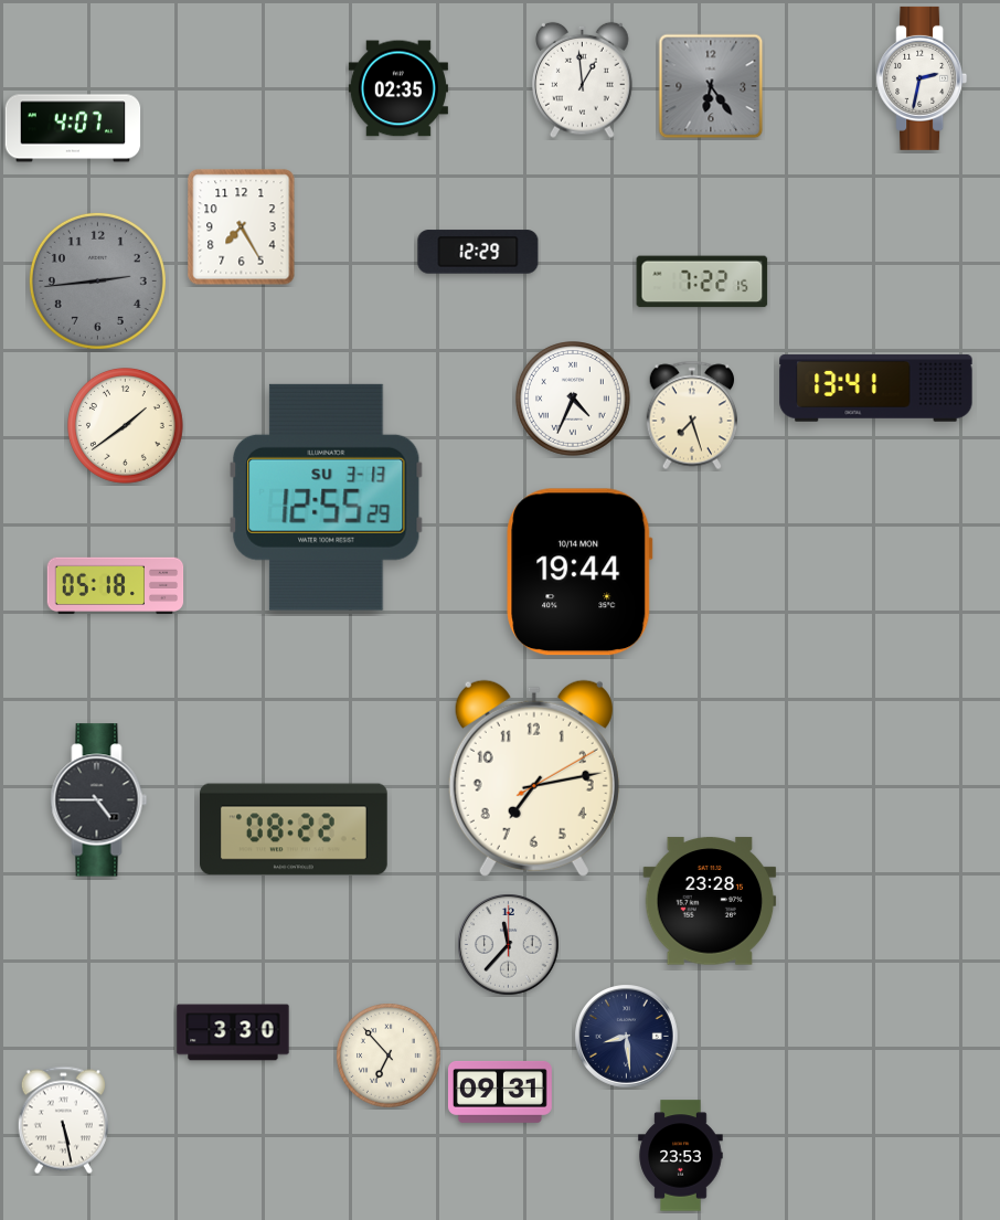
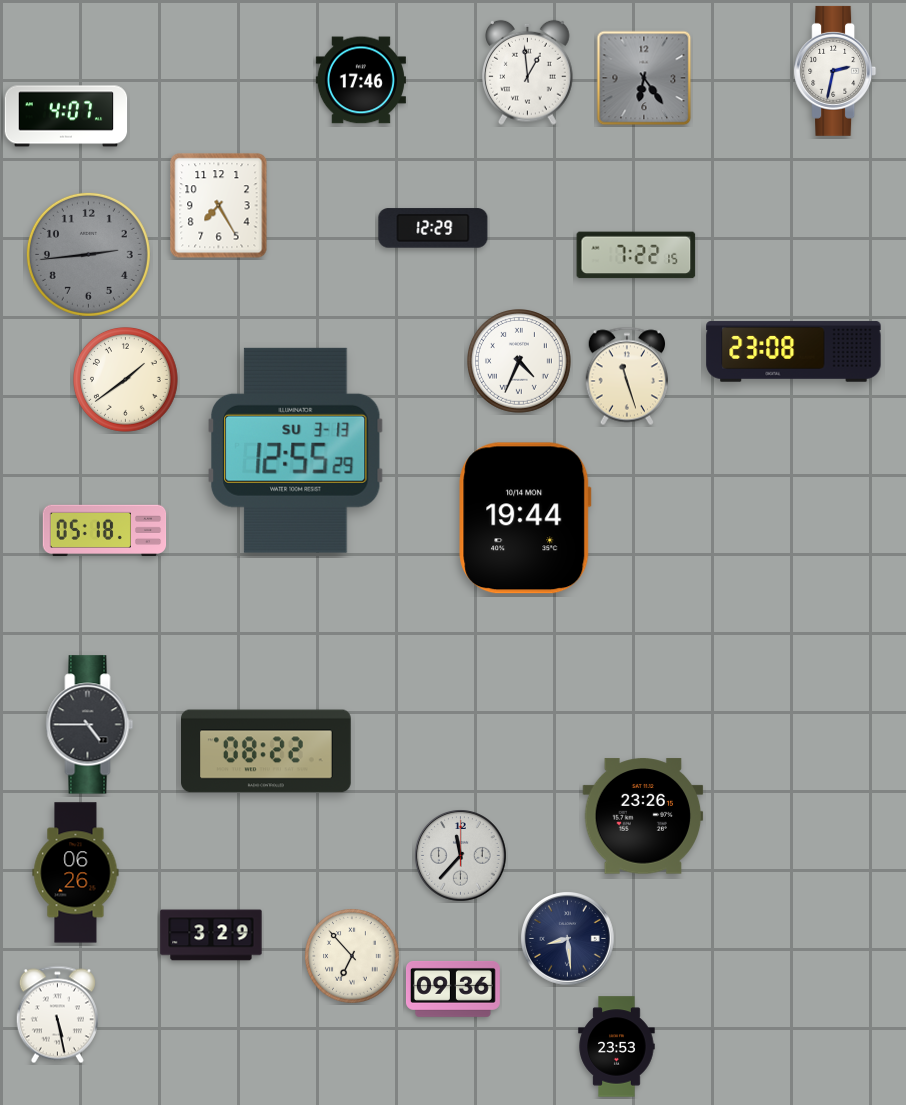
clock at (398, 88): 02:35 -> 17:46
clock at (876, 389): 13:41 -> 23:08
clock at (691, 415): 7:27 -> 11:27
clock at (126, 426) position: (126, 426) -> (126, 380)
clock at (534, 778): 7:13 -> none
clock at (710, 901): 23:28 -> 23:26
clock at (76, 873): none -> 06:26
clock at (233, 1032): 3:30 -> 3:29
clock at (500, 1092): 09:31 -> 09:36
